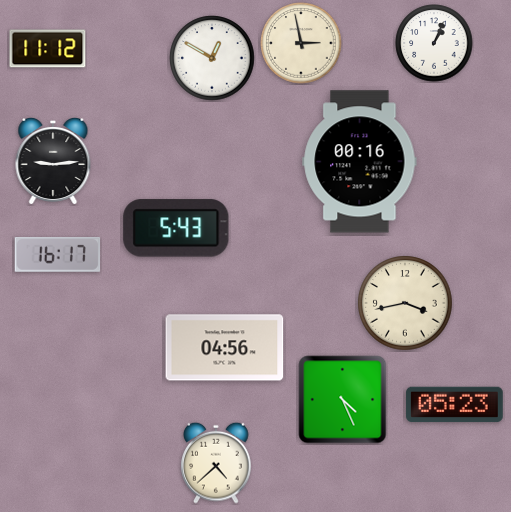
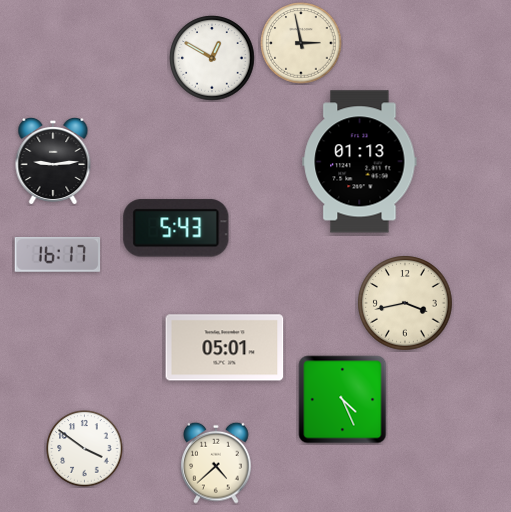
clock at (434, 43): 1:04 -> none
clock at (48, 49): 11:12 -> none
clock at (360, 162): 00:16 -> 01:13
clock at (225, 348): 04:56 -> 05:01
clock at (455, 405): 05:23 -> none
clock at (85, 449): none -> 3:51
